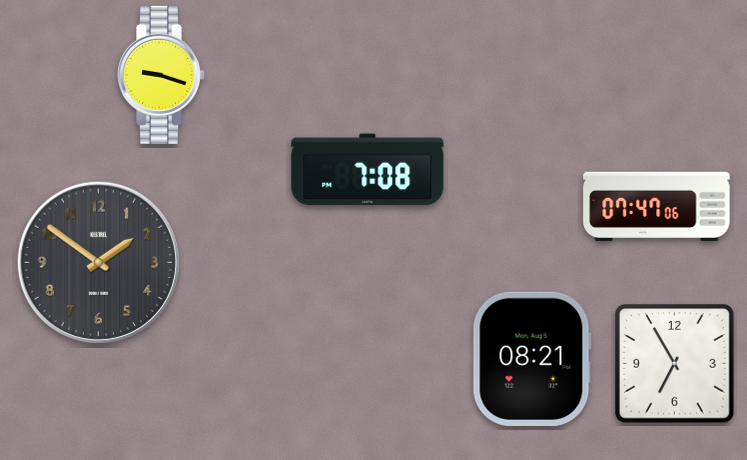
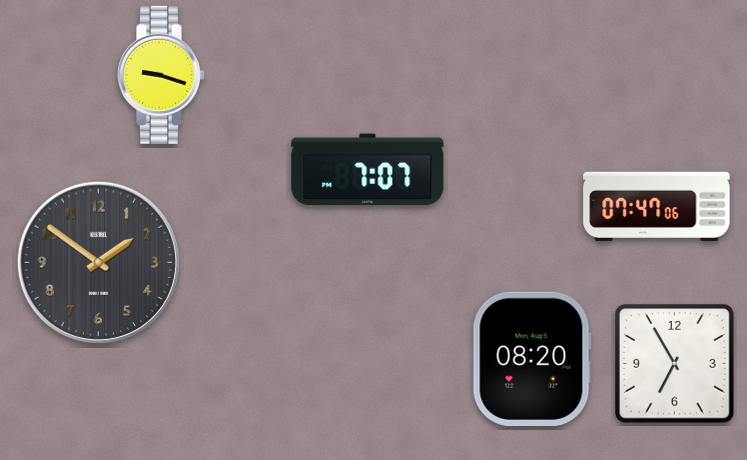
clock at (368, 170): 7:08 -> 7:07
clock at (532, 359): 08:21 -> 08:20
